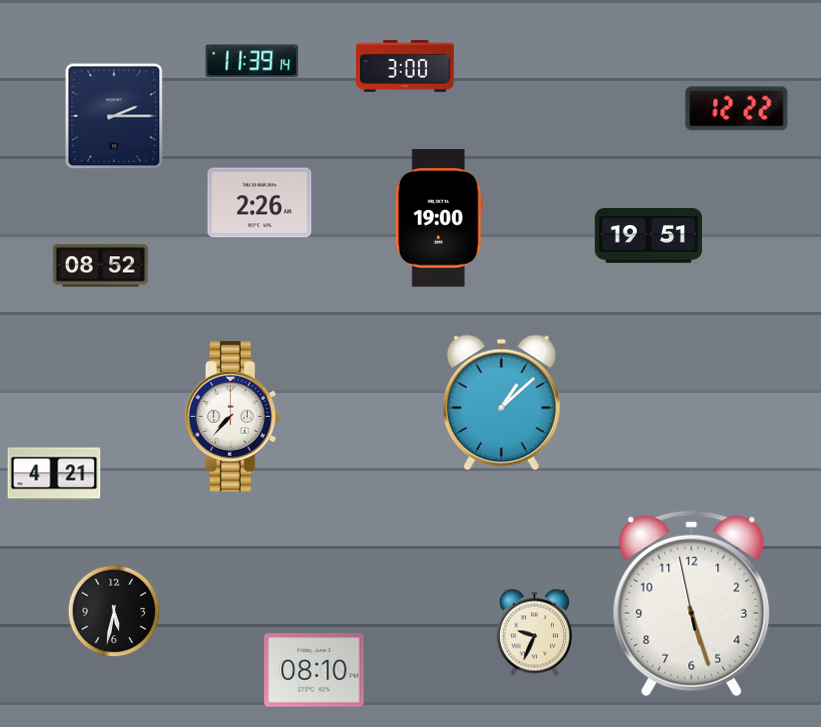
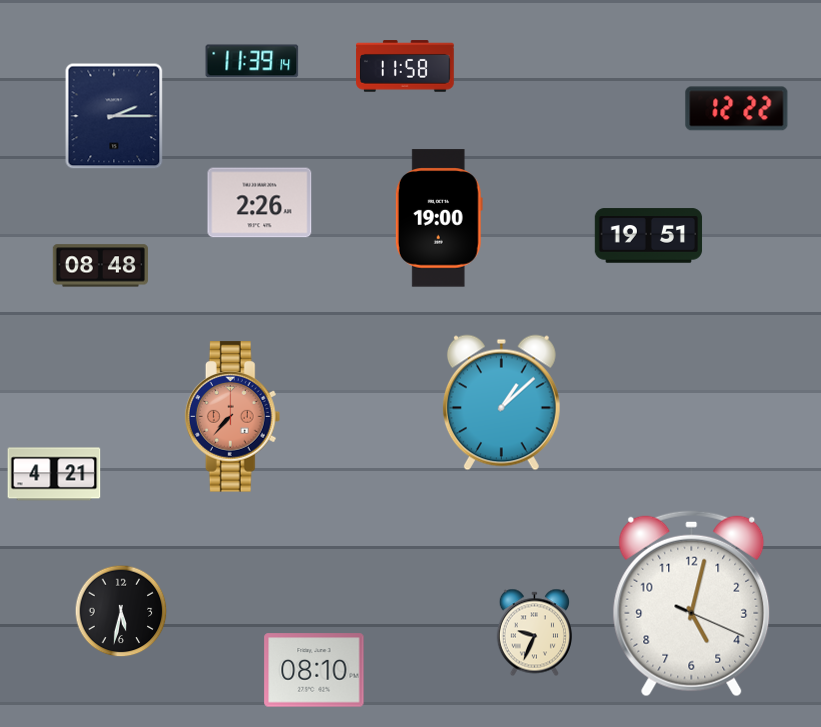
clock at (405, 66): 3:00 -> 11:58
clock at (100, 266): 08:52 -> 08:48
clock at (233, 417) dial: white -> salmon
clock at (692, 603): 5:26 -> 5:02
clock at (114, 611) position: (114, 611) -> (121, 611)
